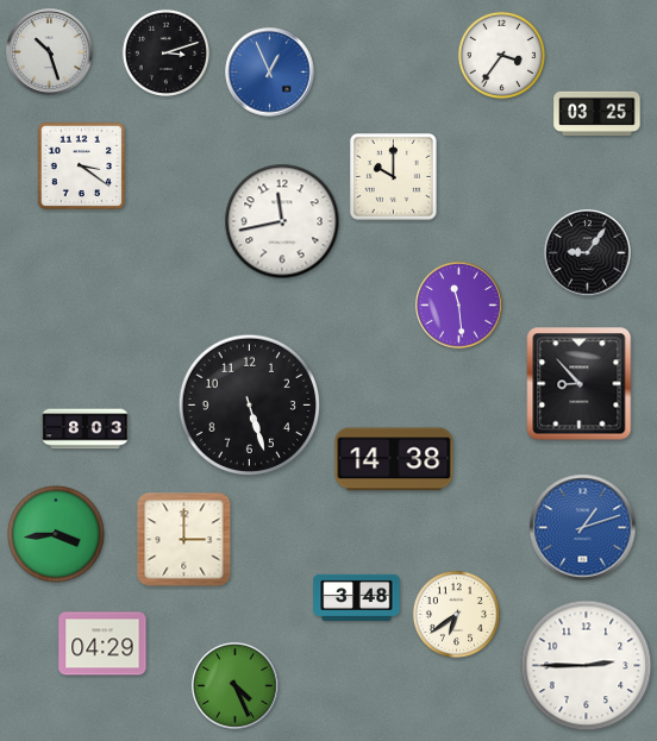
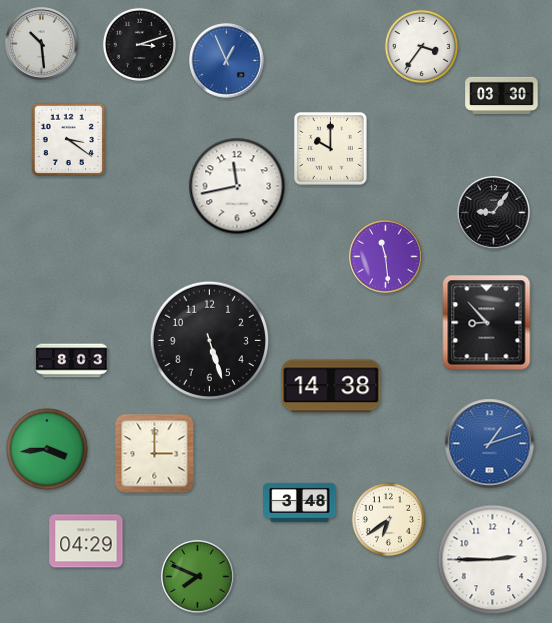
clock at (50, 52): 10:27 -> 10:29
clock at (597, 113): 03:25 -> 03:30
clock at (456, 614) position: (456, 614) -> (388, 519)
clock at (236, 686): 4:26 -> 7:49
